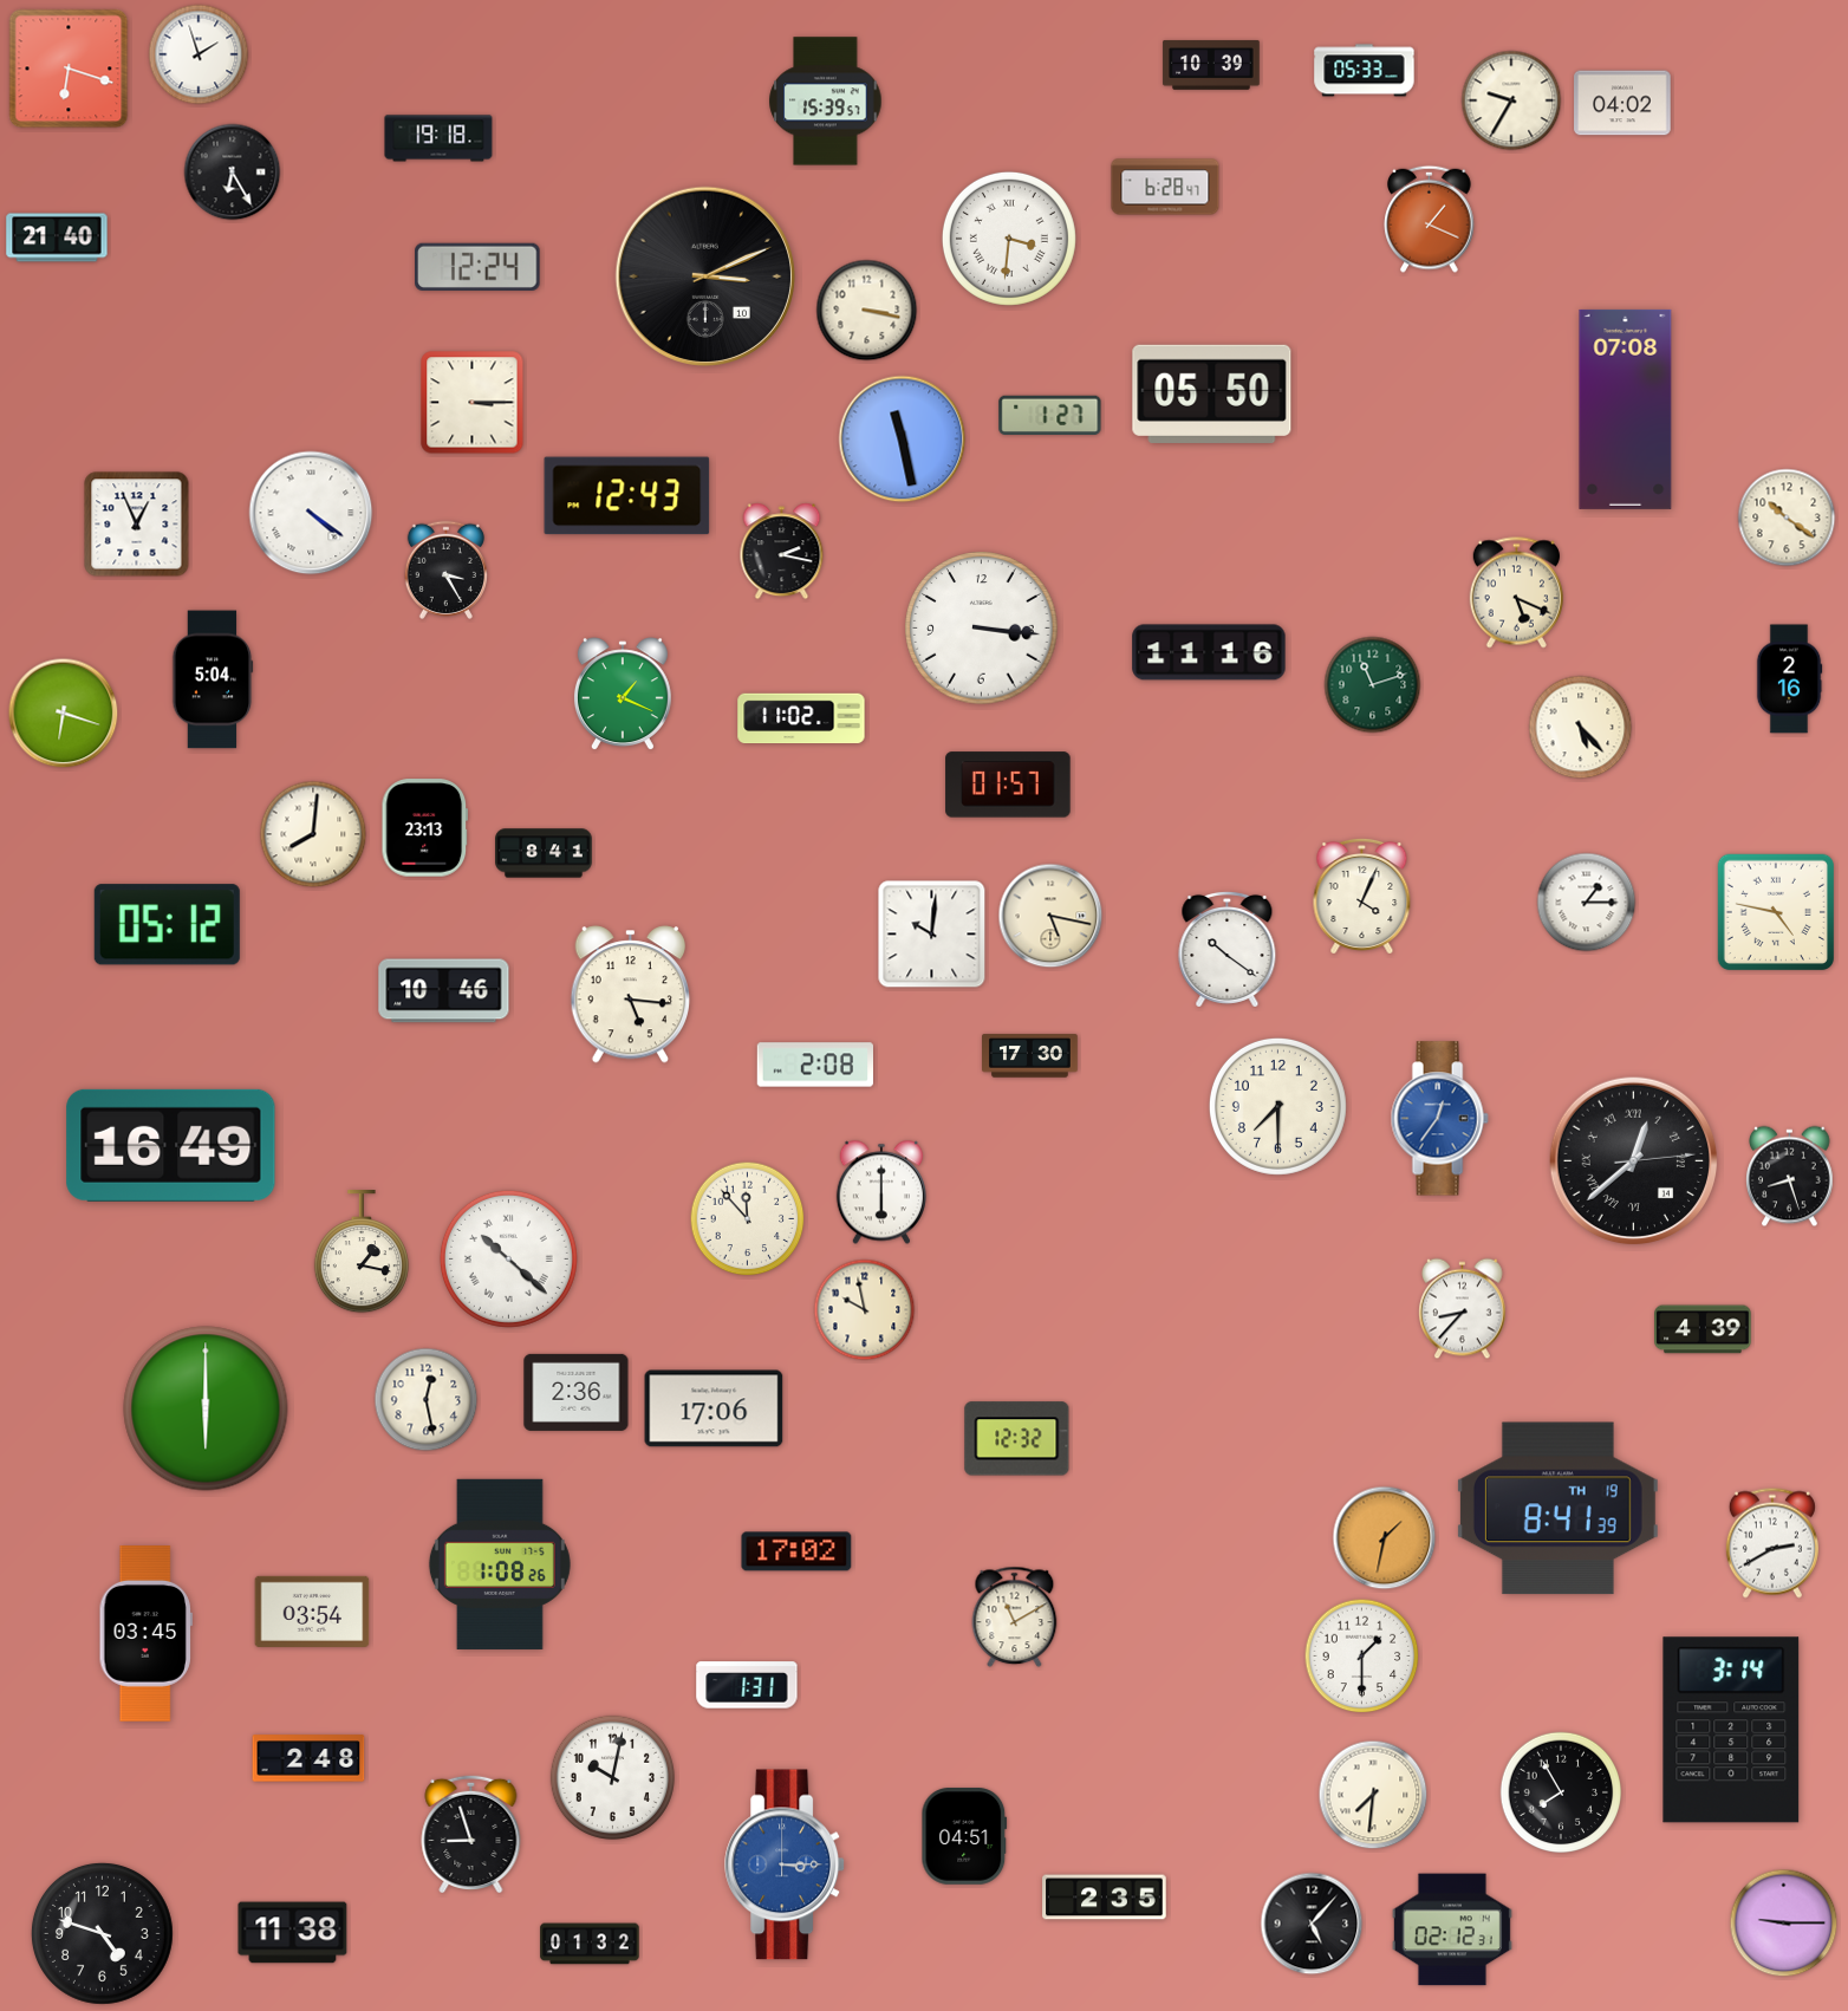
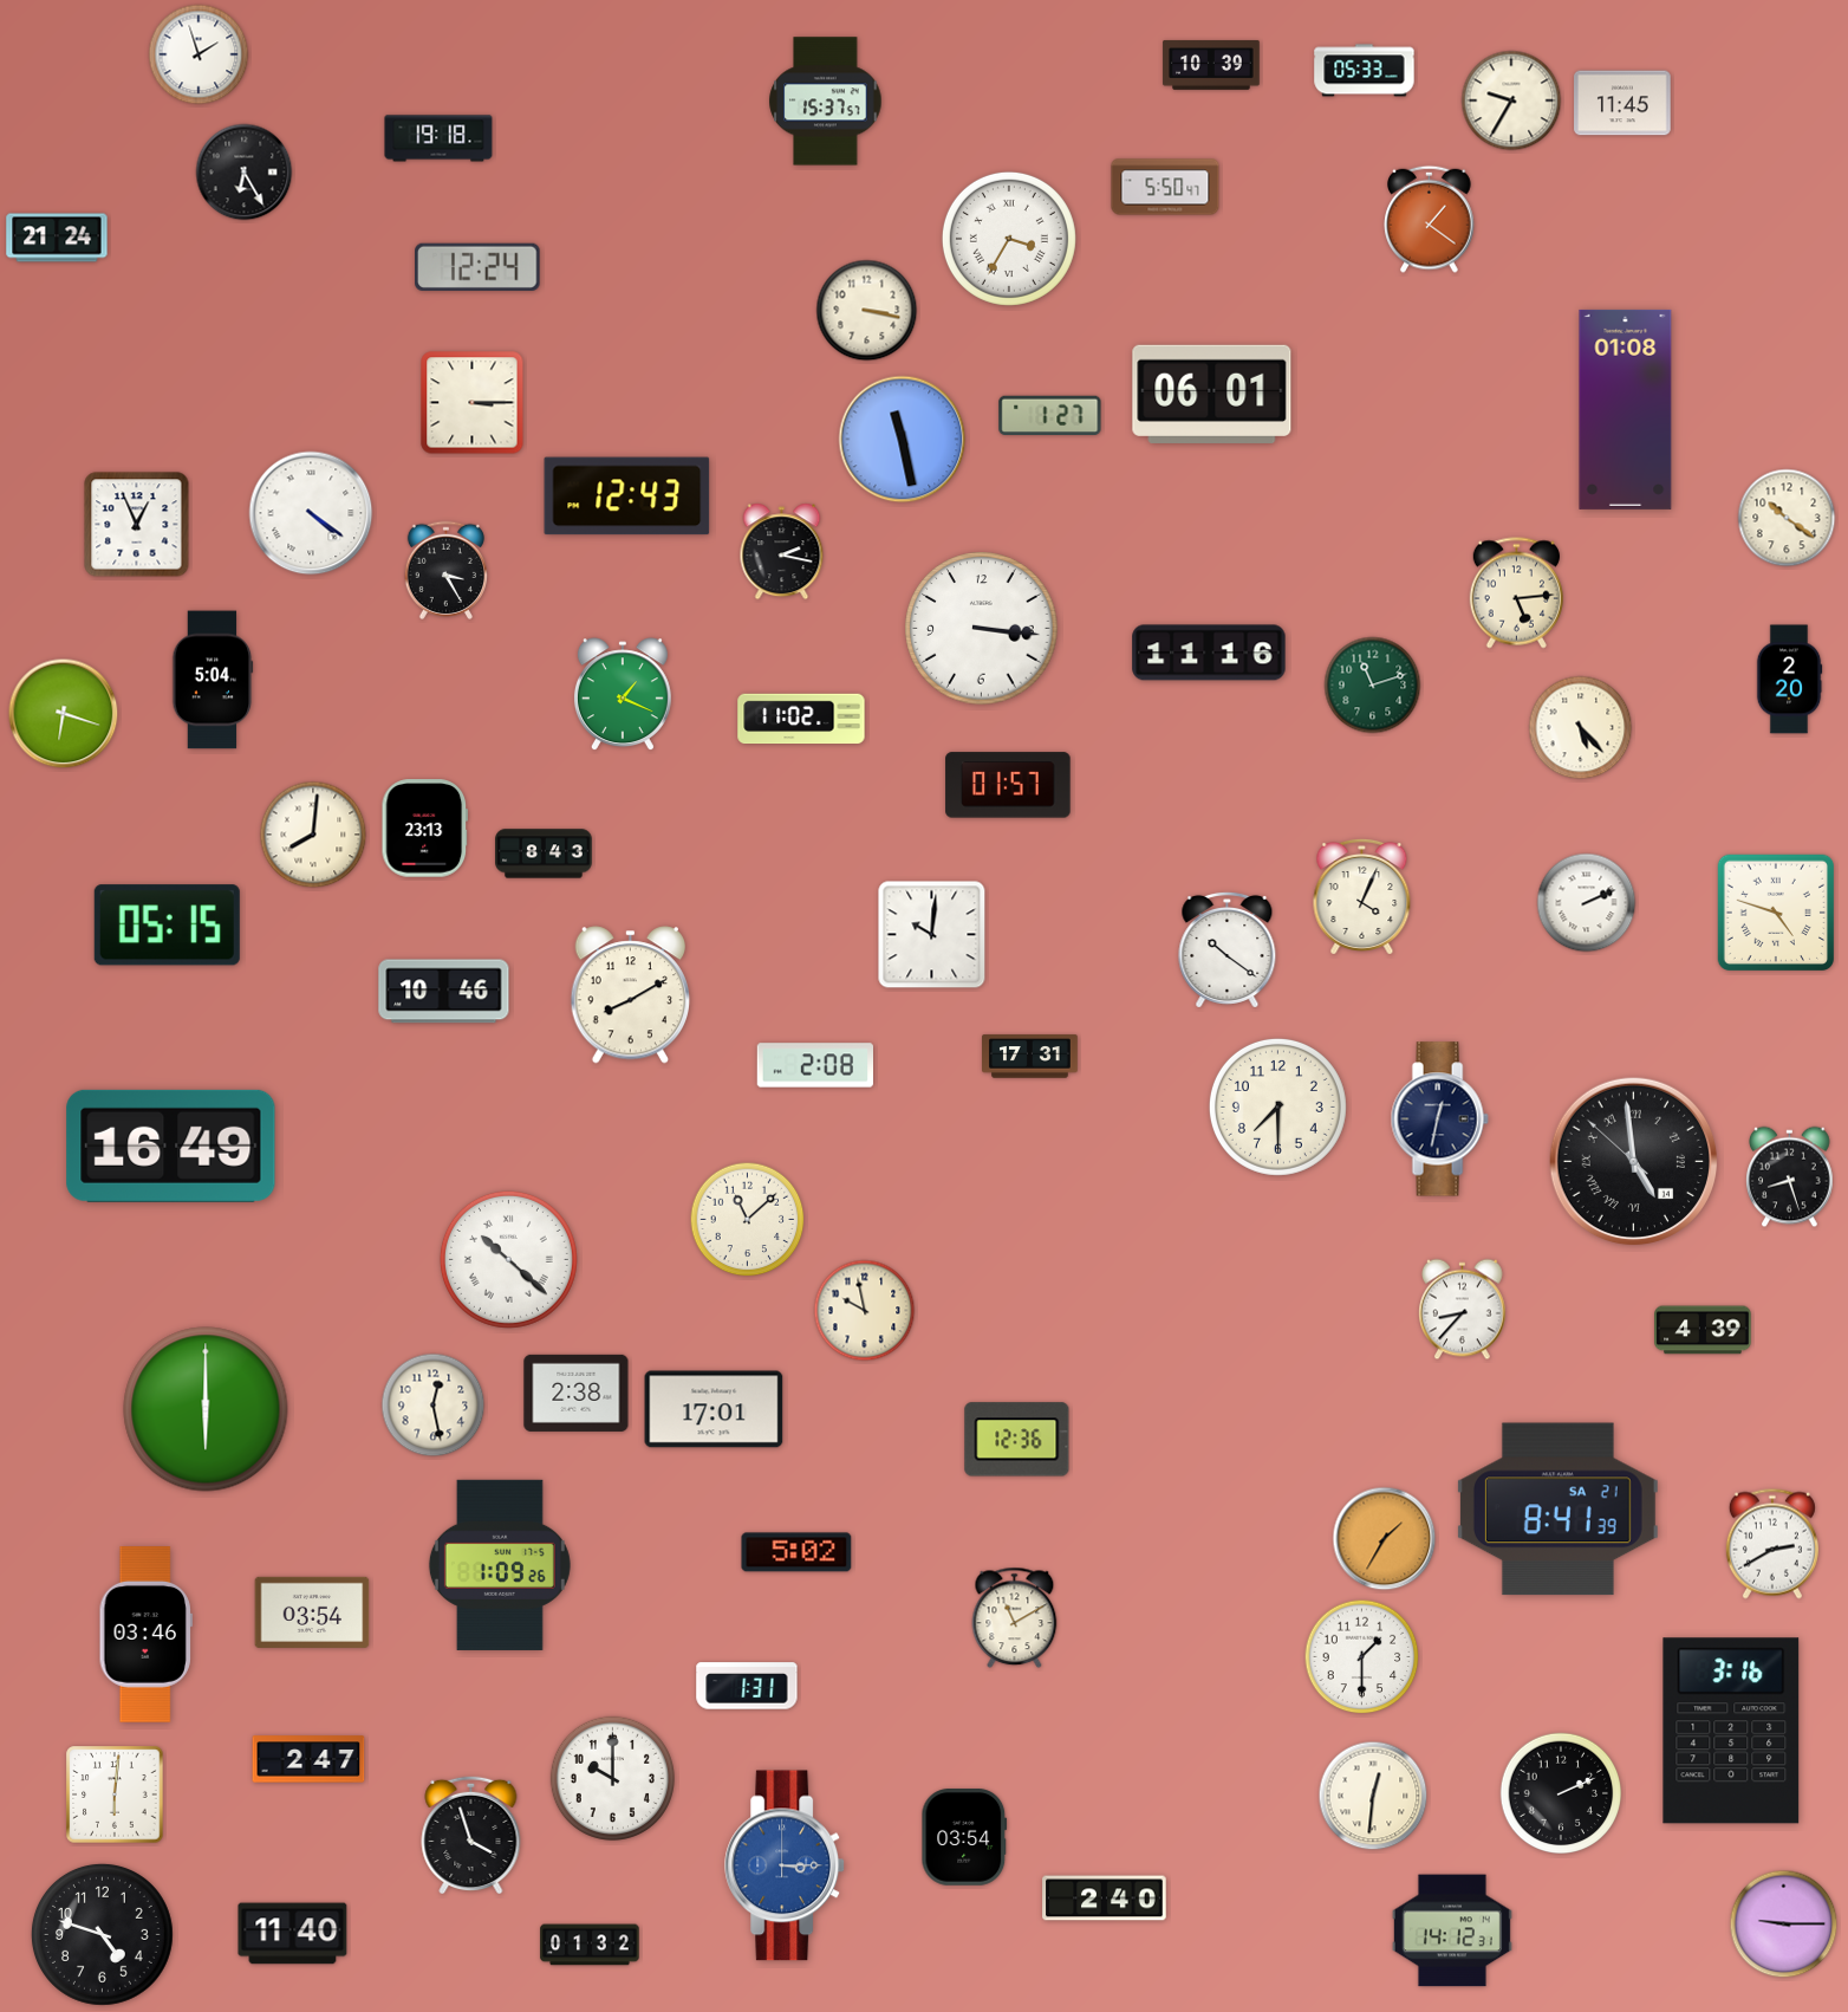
clock at (69, 69): 6:18 -> none
clock at (826, 102): 15:39 -> 15:37
clock at (1622, 103): 04:02 -> 11:45
clock at (233, 173) position: (233, 173) -> (245, 173)
clock at (1165, 187): 6:28 -> 5:50
clock at (1430, 219): 1:19 -> 1:21
clock at (57, 237): 21:40 -> 21:24
clock at (1009, 239): 3:31 -> 3:35
clock at (704, 275): 3:11 -> none
clock at (1212, 393): 05:50 -> 06:01
clock at (1626, 409): 07:08 -> 01:08
clock at (1516, 593): 5:19 -> 5:14
clock at (1789, 679): 2:16 -> 2:20
clock at (544, 853): 8:41 -> 8:43
clock at (1587, 903): 1:15 -> 2:11
clock at (1775, 911): 4:47 -> 4:48
clock at (1050, 916): 5:17 -> none
clock at (167, 925): 05:12 -> 05:15
clock at (631, 995): 5:16 -> 8:10
clock at (1030, 1056): 17:30 -> 17:31
clock at (1439, 1119): 12:36 -> 12:32
clock at (1439, 1119) dial: blue -> navy
clock at (1634, 1161): 12:38 -> 4:58
clock at (881, 1192): 6:00 -> none
clock at (748, 1219): 11:53 -> 11:08
clock at (362, 1252): 1:17 -> none
clock at (577, 1392): 2:36 -> 2:38
clock at (427, 1400) position: (427, 1400) -> (434, 1406)
clock at (714, 1408): 17:06 -> 17:01
clock at (1017, 1439): 12:32 -> 12:36
clock at (1557, 1509) date: TH 19 -> SA 21
clock at (1385, 1538): 1:32 -> 1:35
clock at (796, 1551): 17:02 -> 5:02
clock at (500, 1564): 1:08 -> 1:09
clock at (145, 1634): 03:45 -> 03:46
clock at (1731, 1730): 3:14 -> 3:16
clock at (308, 1758): 2:48 -> 2:47
clock at (612, 1777): 10:02 -> 10:00
clock at (1561, 1792): 7:55 -> 2:11
clock at (115, 1794): none -> 6:01
clock at (1373, 1795): 7:31 -> 12:31
clock at (471, 1834): 8:57 -> 3:57
clock at (964, 1836): 04:51 -> 03:54
clock at (1105, 1898): 2:35 -> 2:40
clock at (1312, 1924): 5:07 -> none
clock at (1452, 1929): 02:12 -> 14:12
clock at (293, 1933): 11:38 -> 11:40
